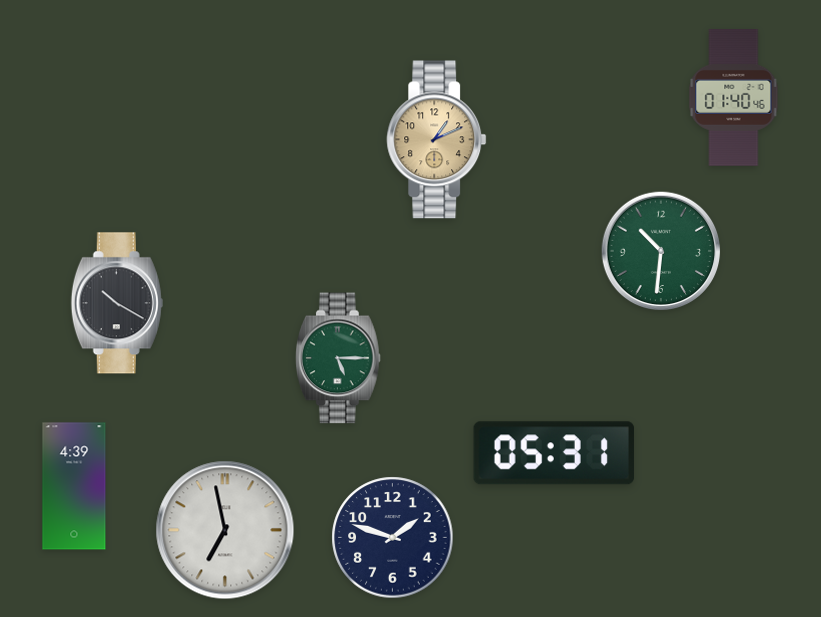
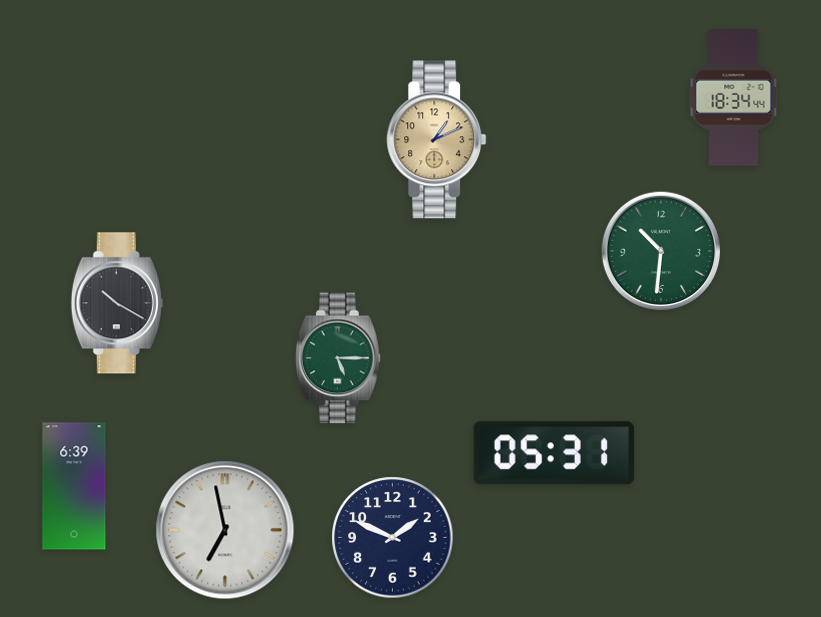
clock at (734, 98): 01:40 -> 18:34
clock at (74, 486): 4:39 -> 6:39
clock at (393, 538): 1:48 -> 1:49
